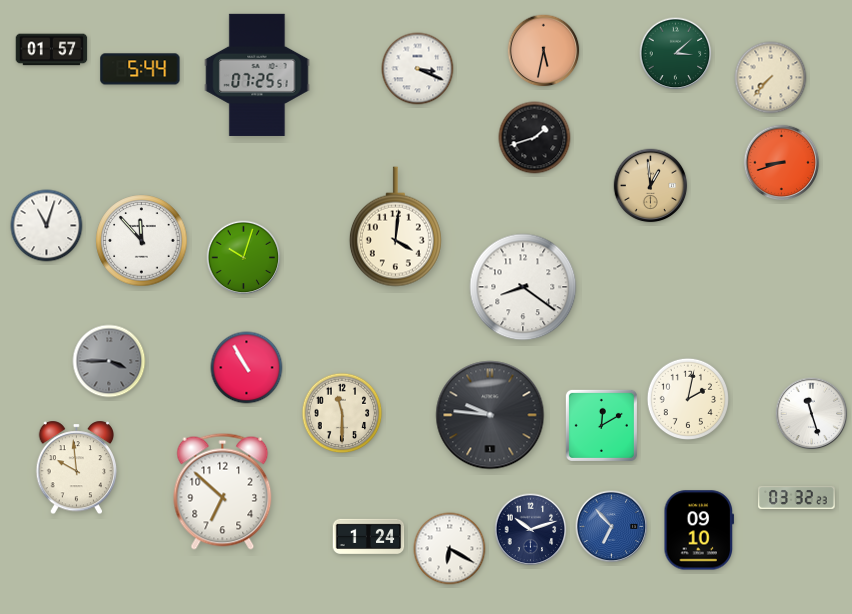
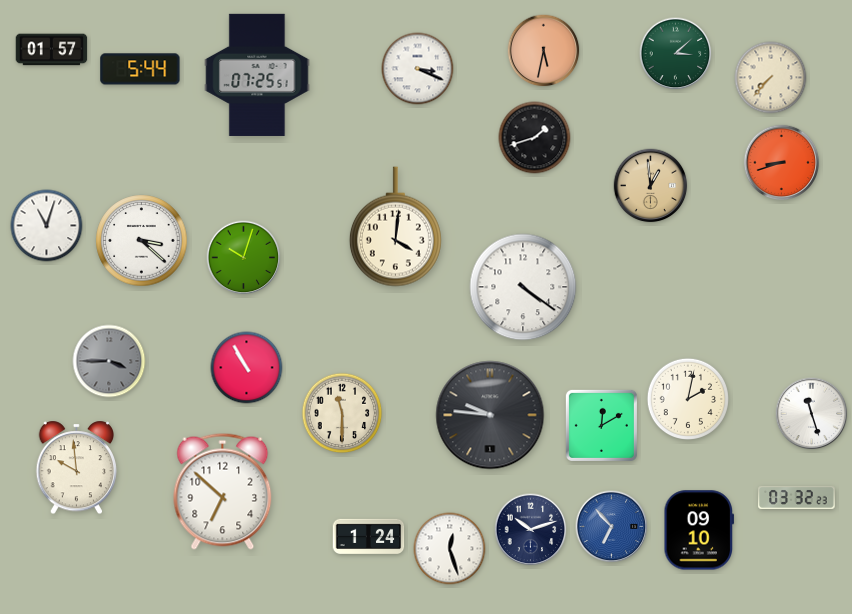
clock at (142, 241): 11:53 -> 3:22
clock at (523, 287): 8:21 -> 4:21
clock at (450, 549): 6:20 -> 12:27
